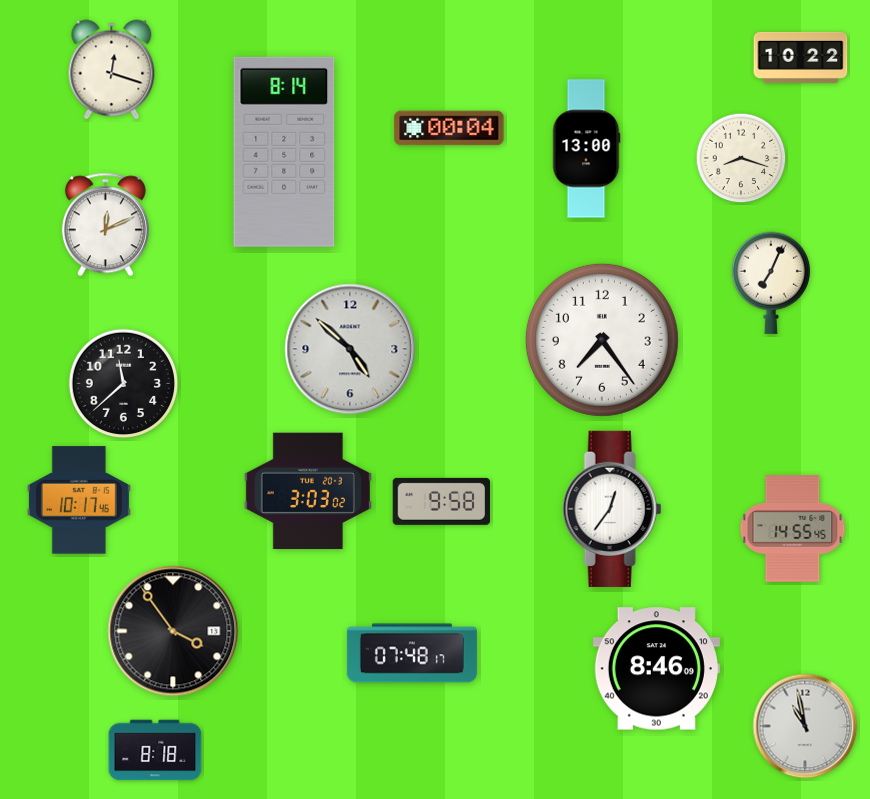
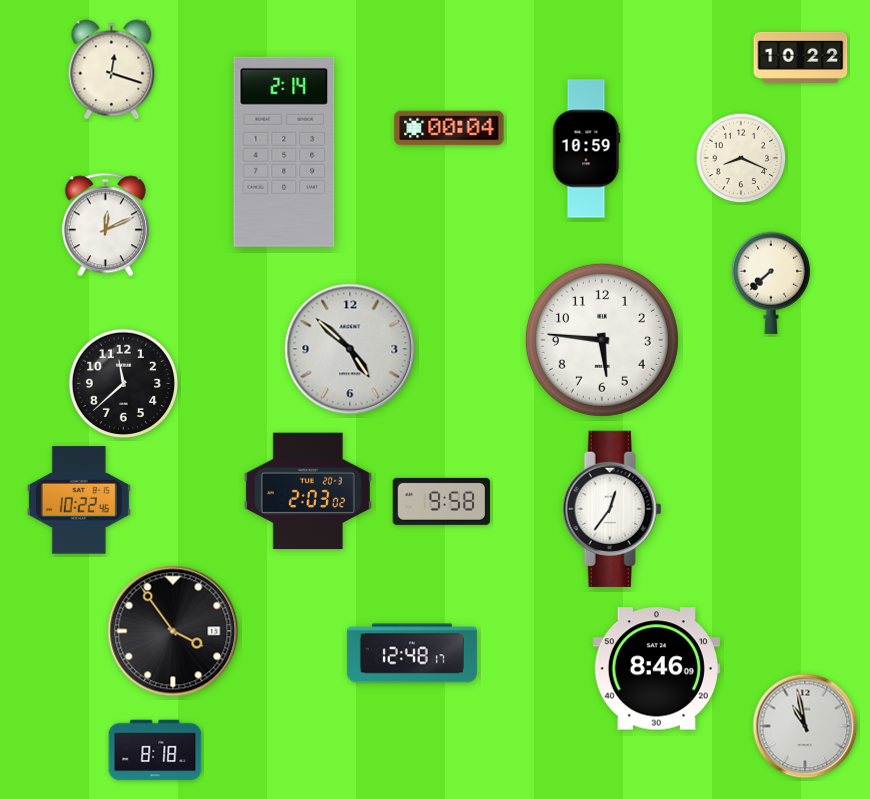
clock at (586, 149): 13:00 -> 10:59
clock at (284, 152): 8:14 -> 2:14
clock at (741, 158): 8:18 -> 8:19
clock at (770, 283): 7:04 -> 7:38
clock at (602, 340): 7:24 -> 5:46
clock at (308, 491): 3:03 -> 2:03
clock at (79, 500): 10:17 -> 10:22
clock at (793, 529): 14:55 -> none
clock at (412, 653): 07:48 -> 12:48
